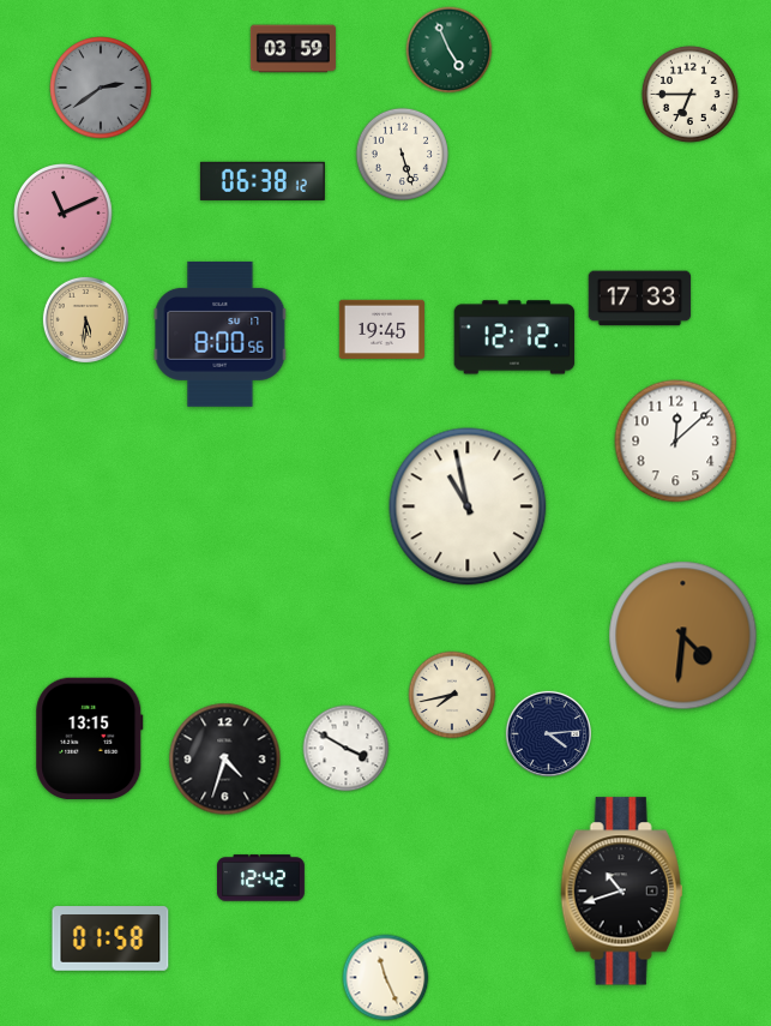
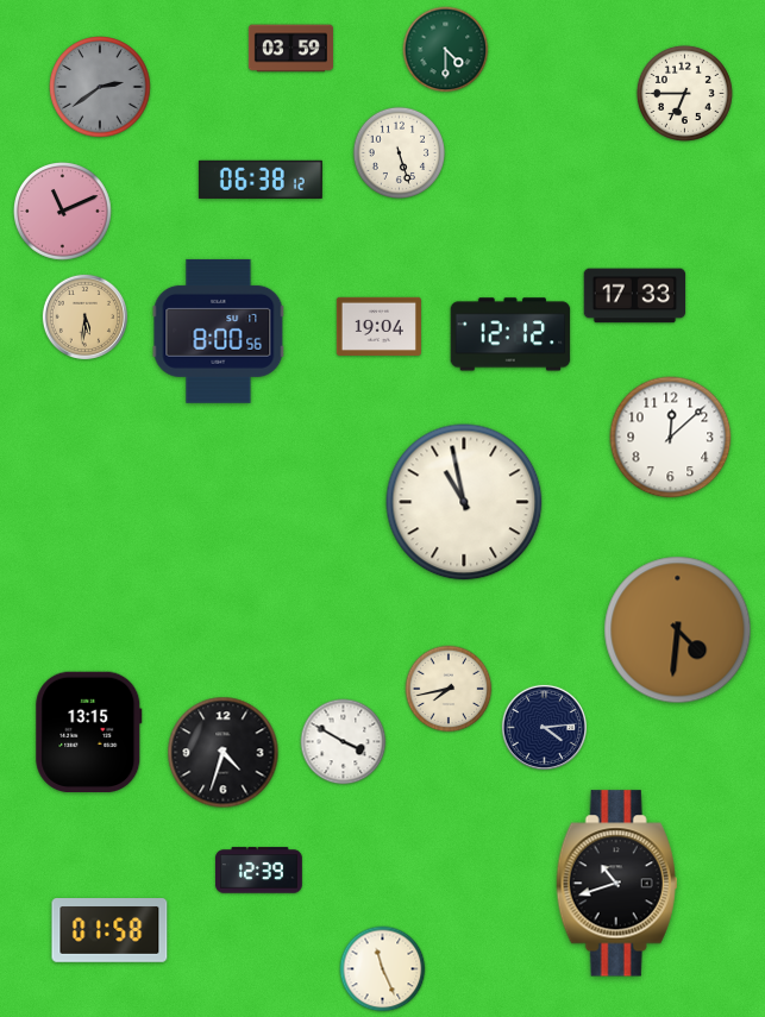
clock at (450, 50): 4:56 -> 4:30
clock at (381, 329): 19:45 -> 19:04
clock at (261, 878): 12:42 -> 12:39
